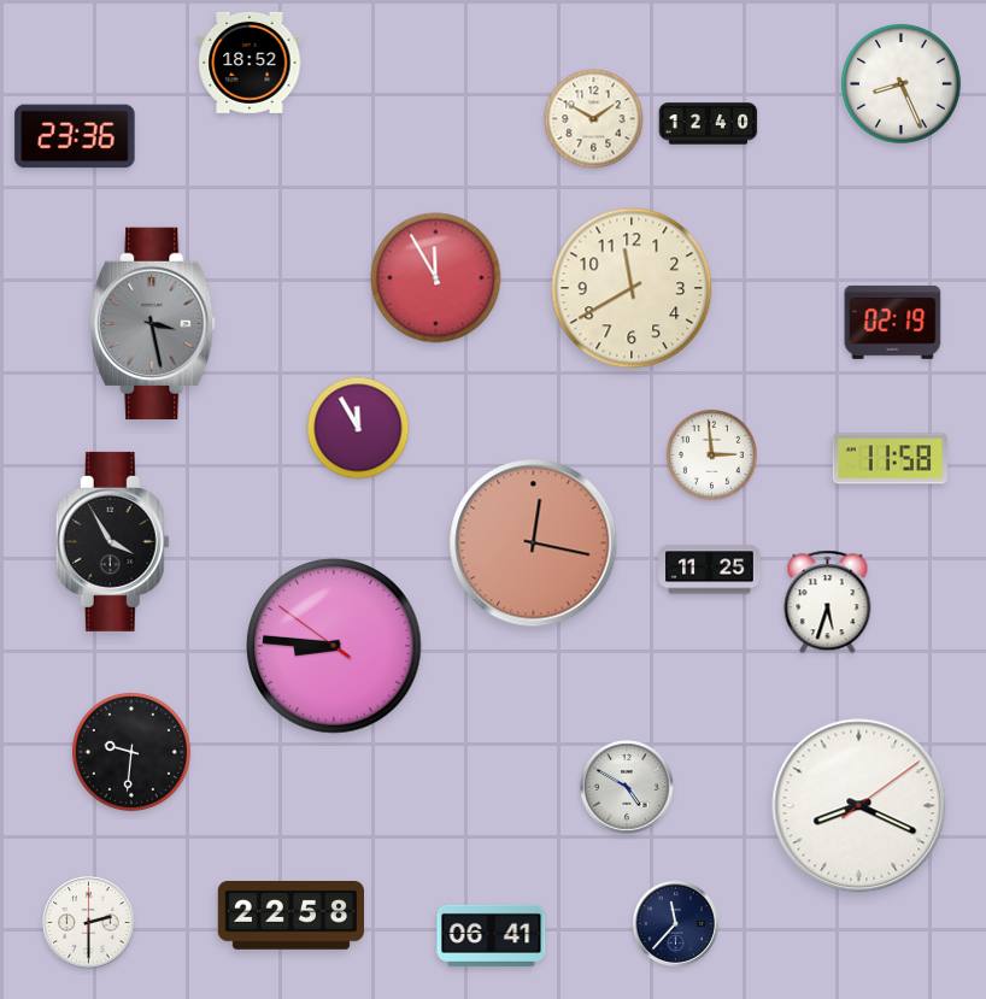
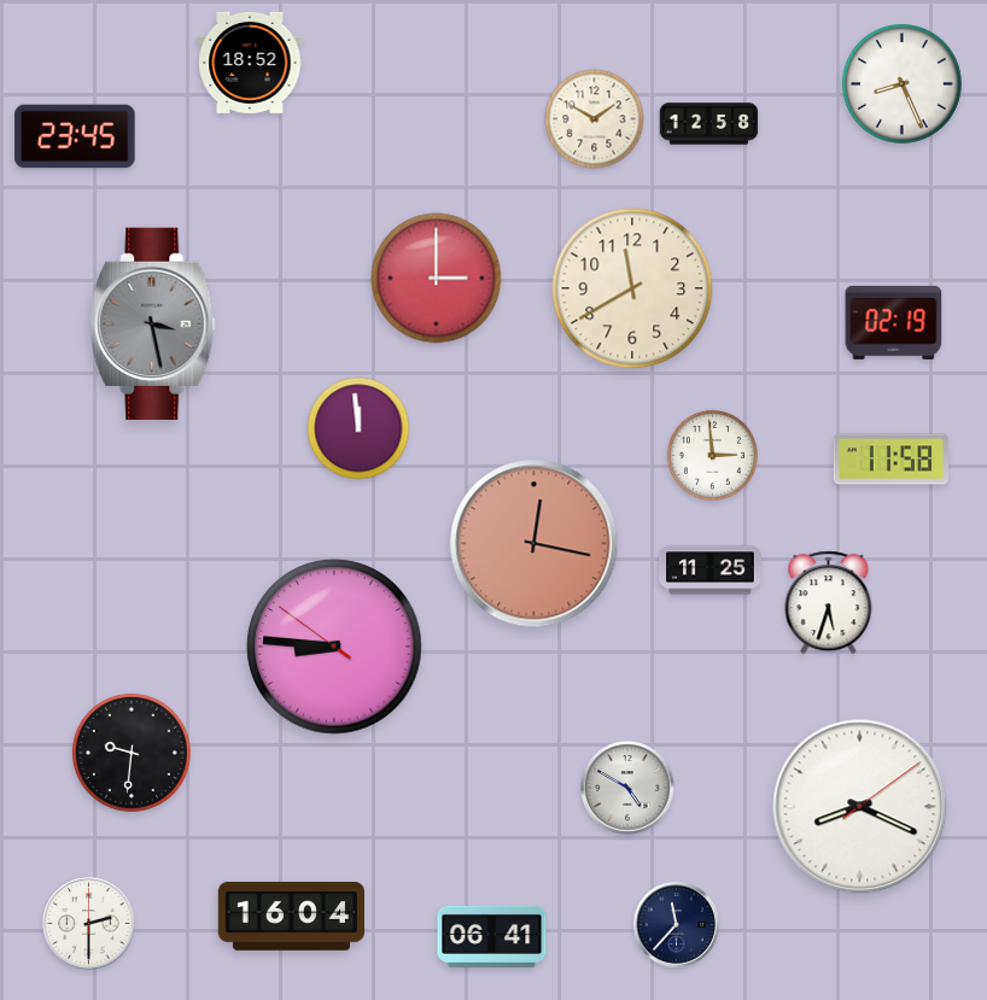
clock at (709, 124): 12:40 -> 12:58
clock at (75, 136): 23:36 -> 23:45
clock at (436, 278): 11:55 -> 3:00
clock at (358, 428): 11:55 -> 11:59
clock at (112, 541): 3:55 -> none
clock at (290, 916): 22:58 -> 16:04
